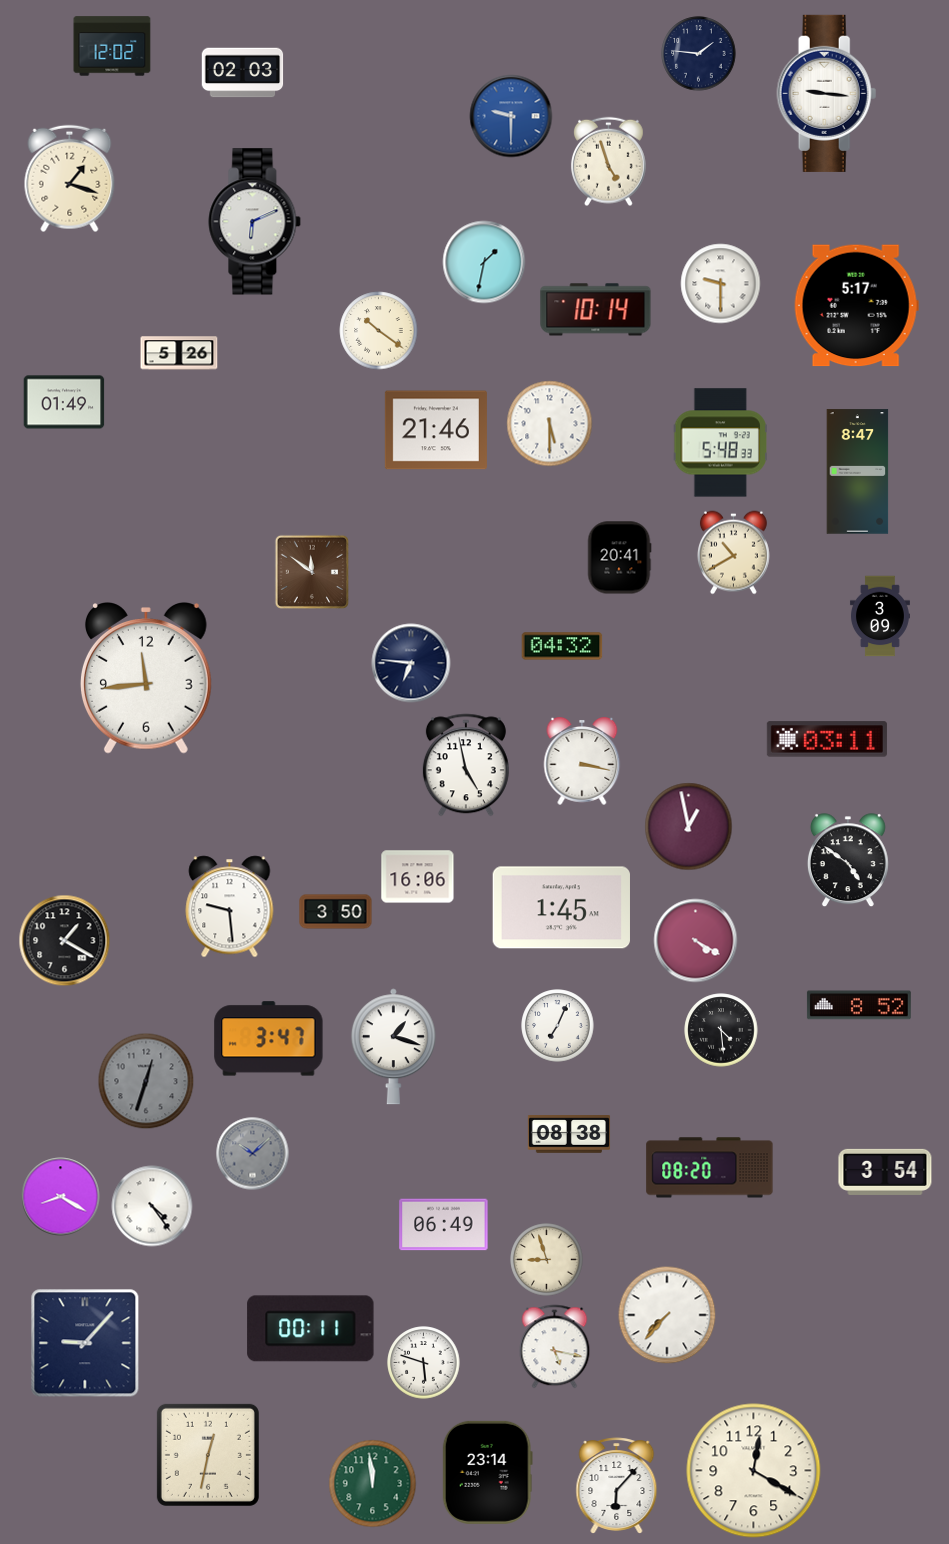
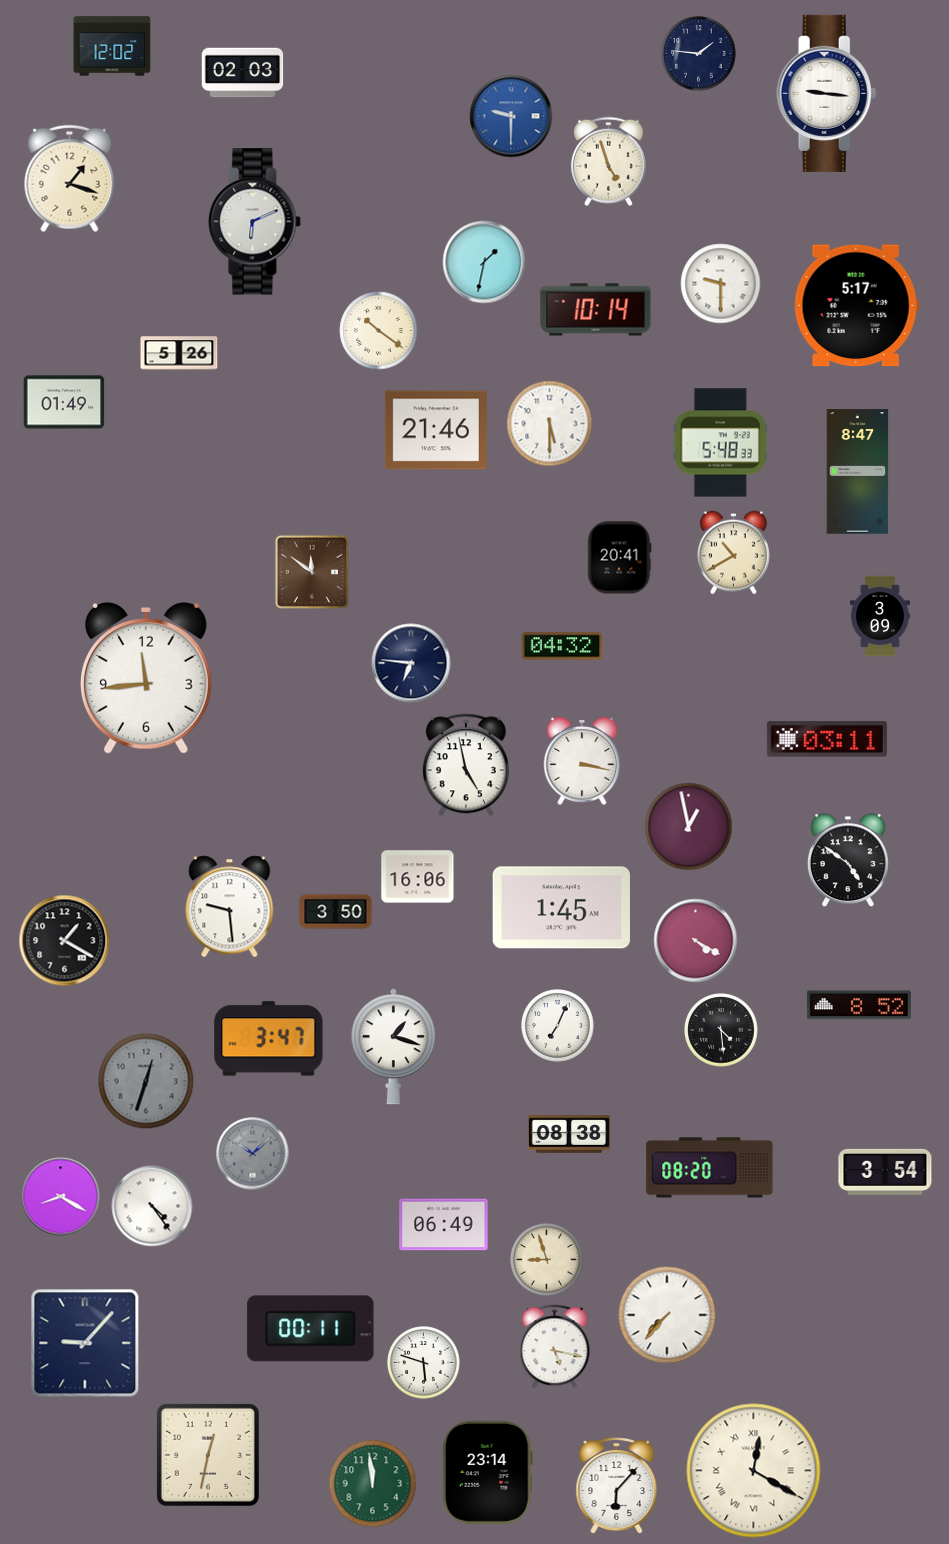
clock at (754, 1471) numerals: Arabic -> Roman
